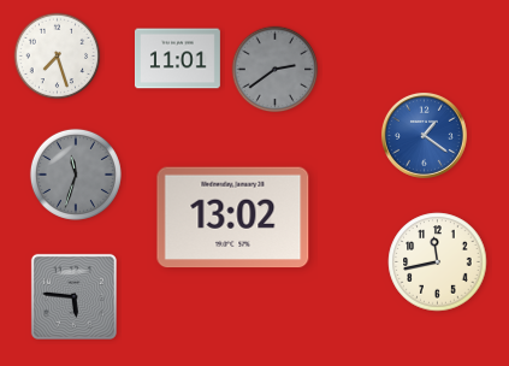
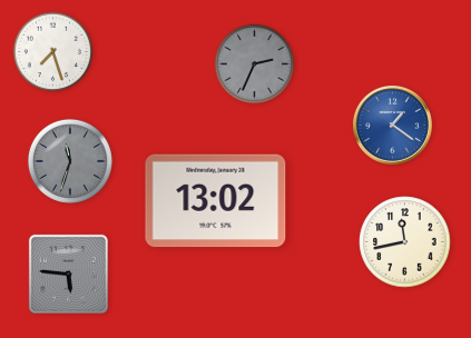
clock at (177, 59): 11:01 -> none
clock at (276, 70): 2:39 -> 2:34
